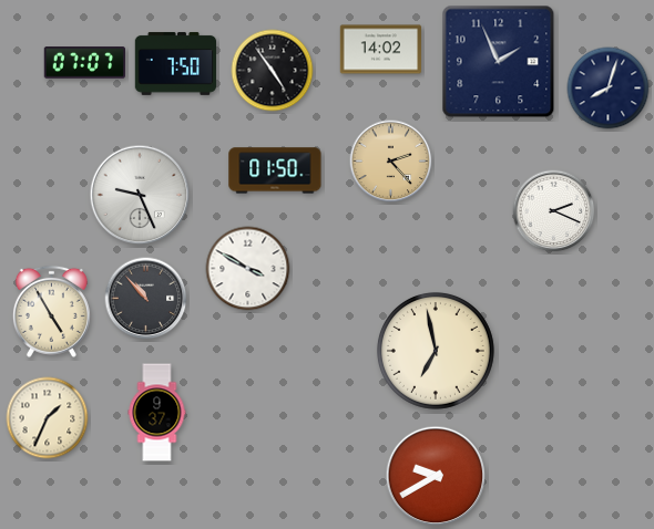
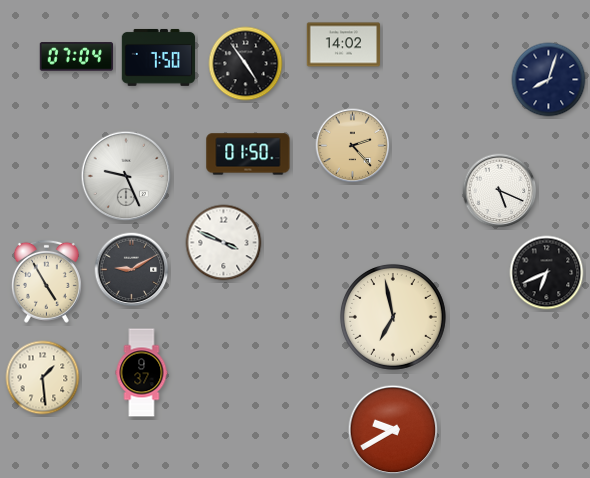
clock at (499, 62): 1:56 -> none
clock at (85, 63): 07:07 -> 07:04
clock at (554, 211): 2:19 -> 5:19
clock at (248, 269): 3:50 -> 3:49
clock at (146, 299): 10:53 -> 9:10
clock at (547, 273): none -> 6:41
clock at (48, 418): 1:34 -> 1:29
